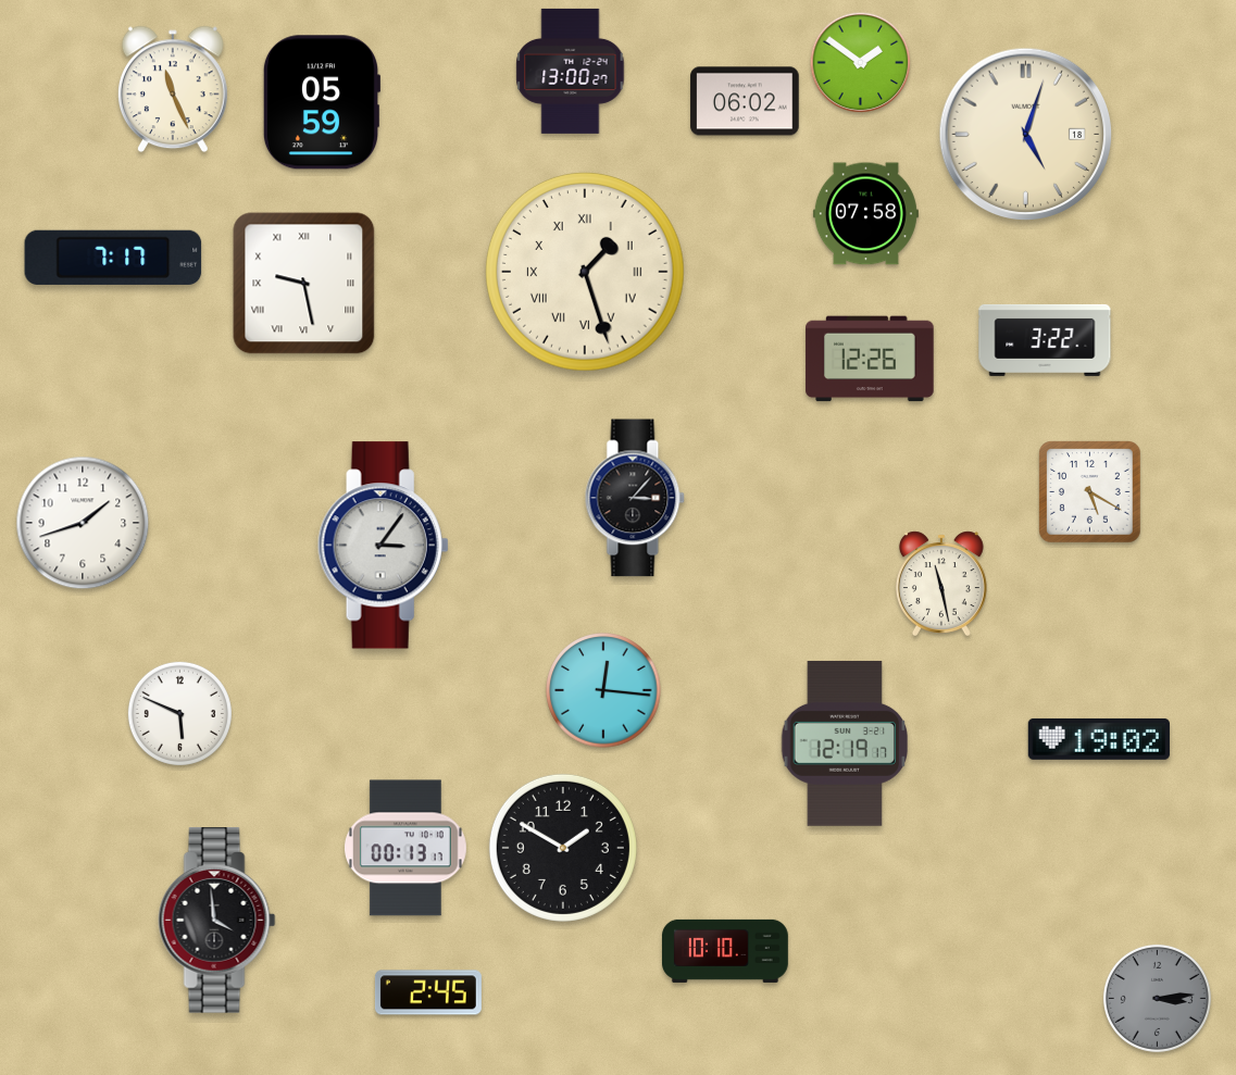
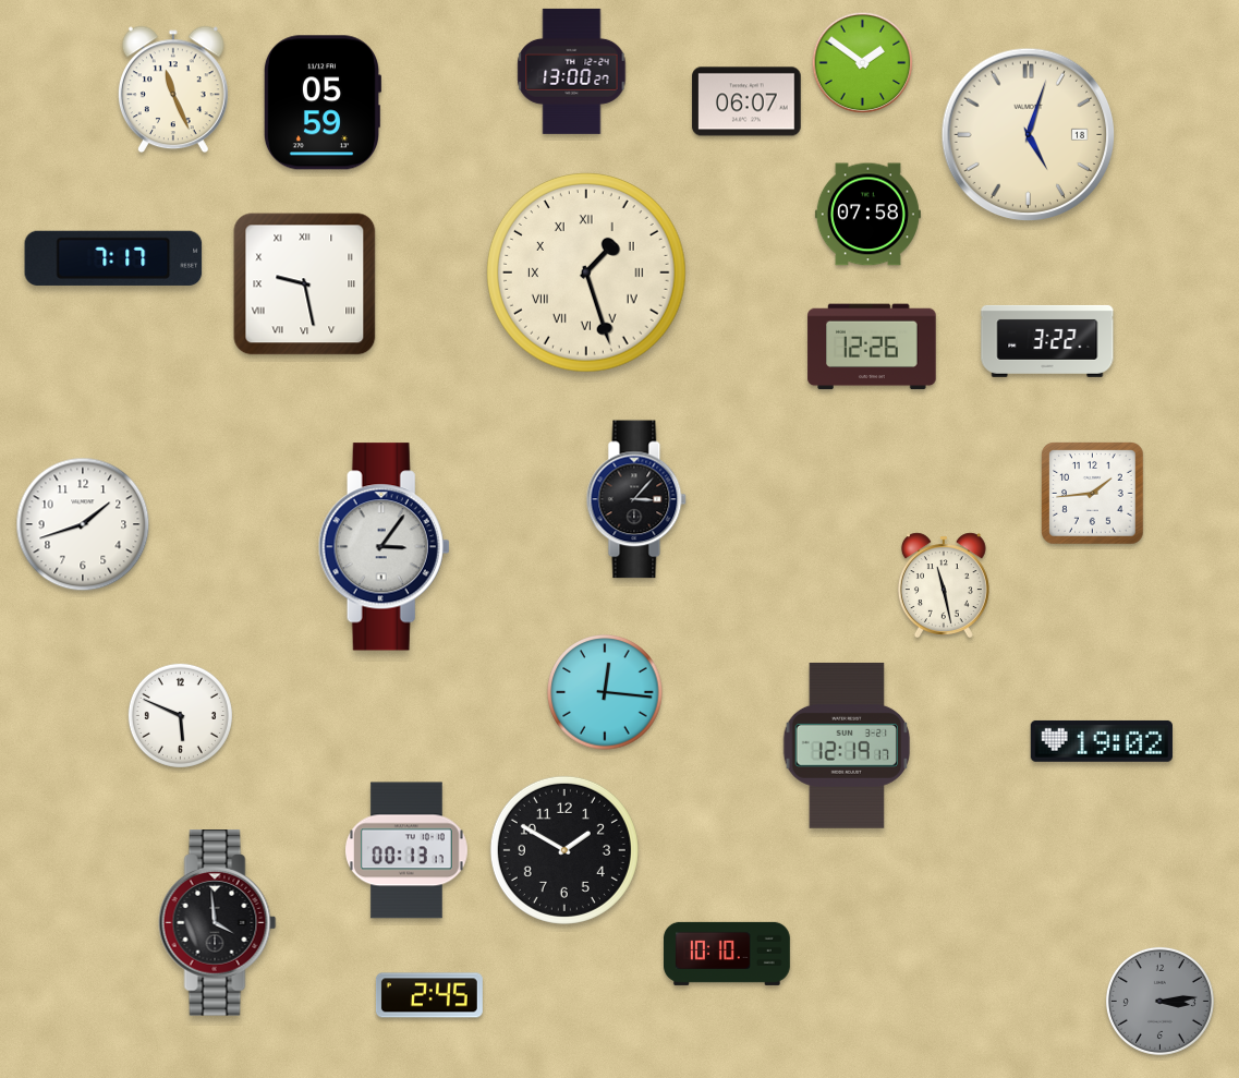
clock at (745, 101): 06:02 -> 06:07
clock at (870, 359) position: (870, 359) -> (872, 347)
clock at (1090, 492): 5:20 -> 1:44
